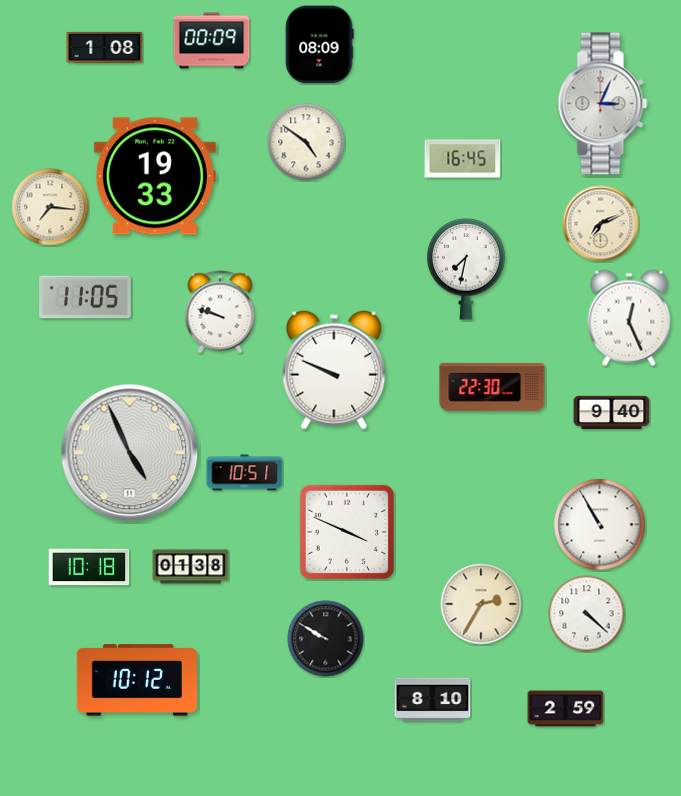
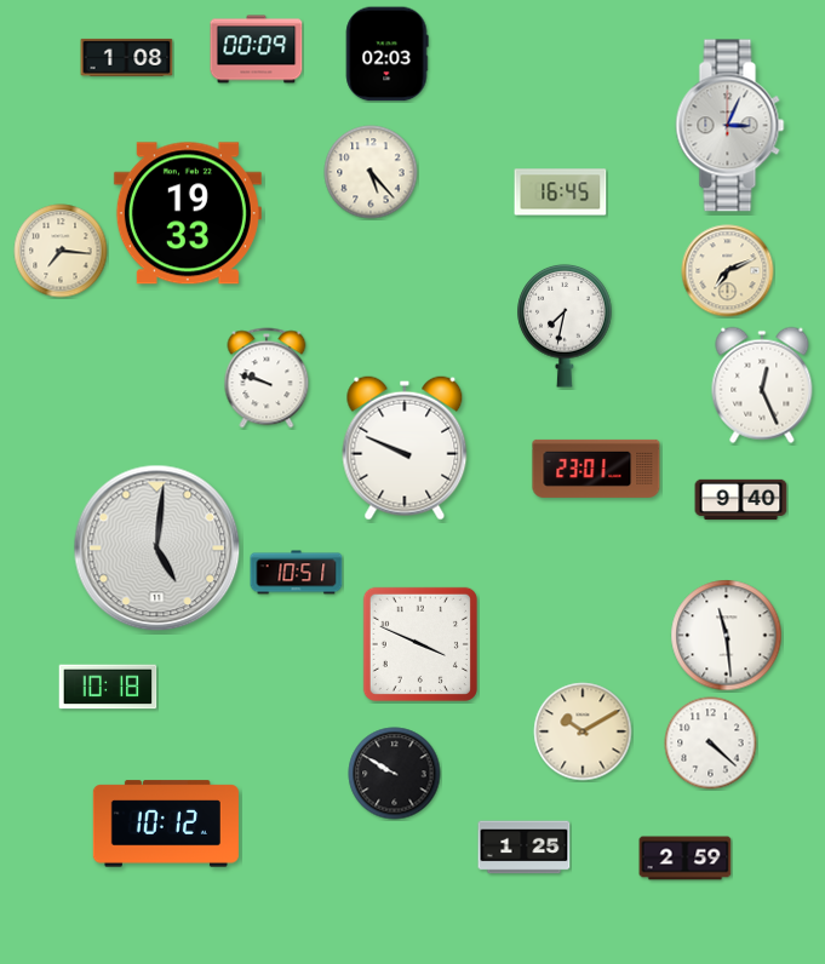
clock at (319, 45): 08:09 -> 02:03
clock at (306, 142): 4:51 -> 5:23
clock at (86, 297): 11:05 -> none
clock at (492, 387): 22:30 -> 23:01
clock at (130, 453): 4:56 -> 5:01
clock at (600, 525): 10:55 -> 11:29
clock at (191, 567): 01:38 -> none
clock at (481, 604): 2:35 -> 10:10
clock at (433, 700): 8:10 -> 1:25
